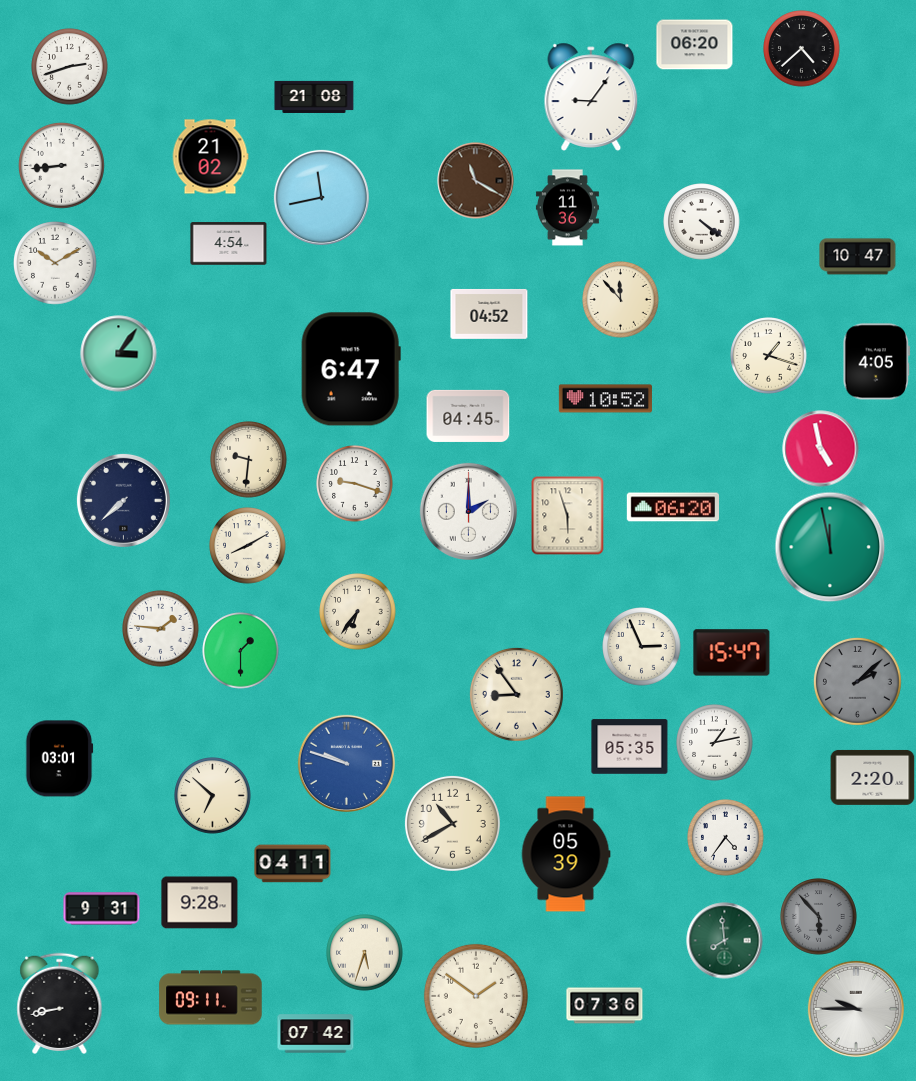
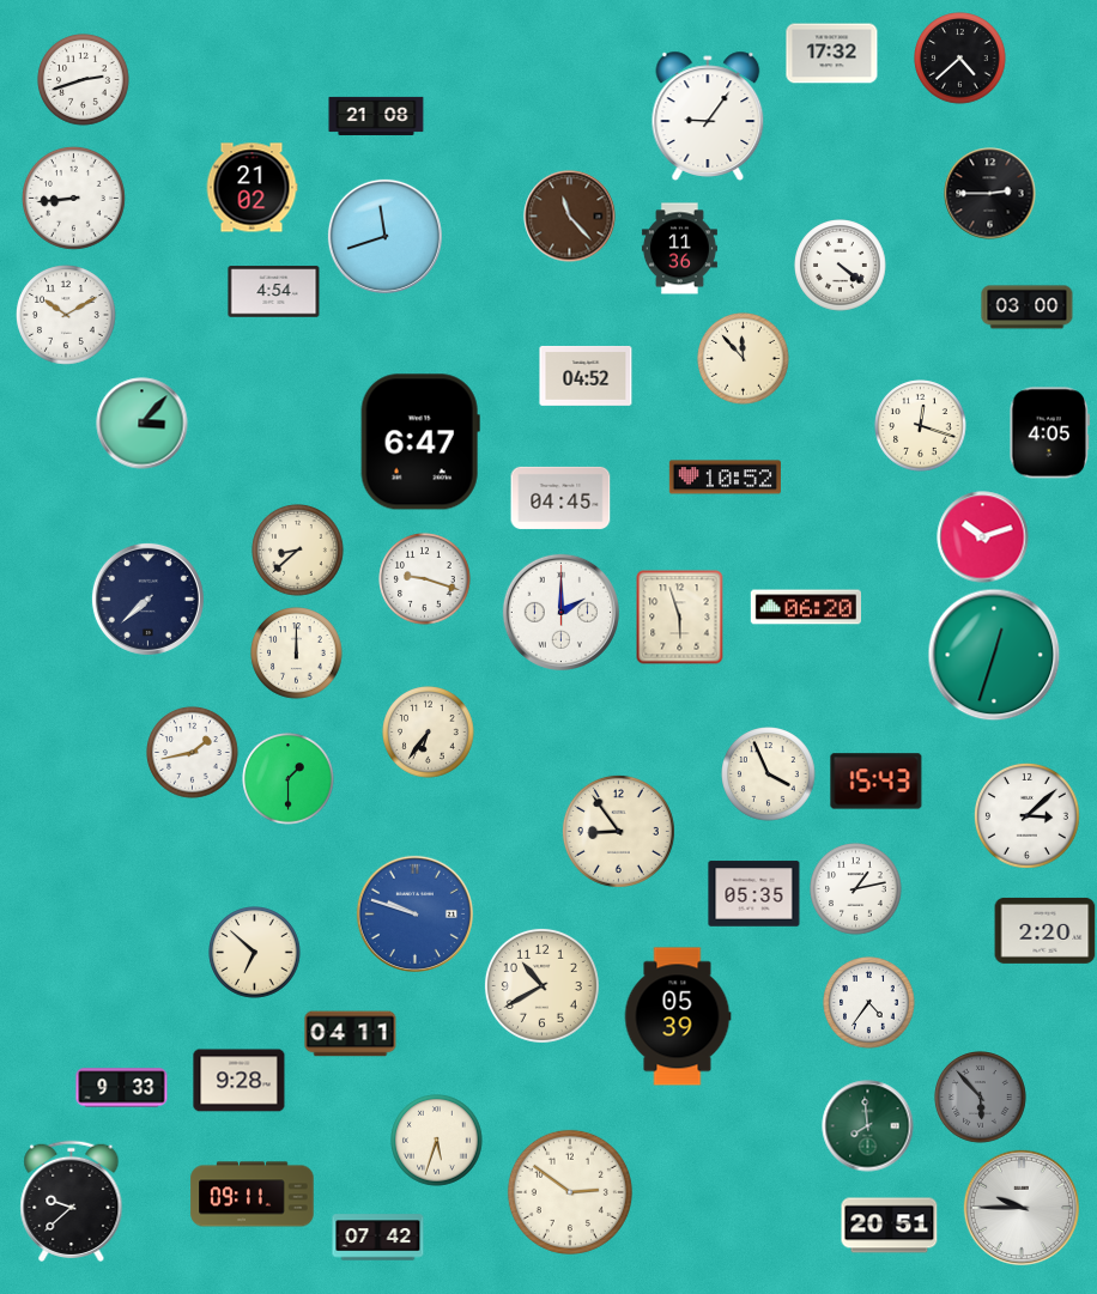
clock at (695, 45): 06:20 -> 17:32
clock at (990, 194): none -> 2:45
clock at (476, 181): 11:20 -> 11:23
clock at (321, 197): 11:43 -> 11:42
clock at (858, 257): 10:47 -> 03:00
clock at (119, 354): 3:06 -> 3:07
clock at (769, 356): 1:18 -> 12:18
clock at (821, 449): 4:58 -> 10:12
clock at (249, 460): 9:31 -> 8:38
clock at (248, 546): 8:10 -> 12:00
clock at (830, 547): 11:58 -> 12:33
clock at (161, 629): 1:46 -> 1:43
clock at (642, 647): 2:56 -> 3:56
clock at (732, 653): 15:47 -> 15:43
clock at (857, 681): 2:08 -> 3:08
clock at (857, 681) dial: grey -> white
clock at (59, 759): 03:01 -> none
clock at (566, 854) position: (566, 854) -> (678, 1016)
clock at (102, 909): 9:31 -> 9:33
clock at (476, 996): 1:51 -> 2:51
clock at (60, 1003): 8:43 -> 9:38
clock at (605, 1006): 07:36 -> none
clock at (856, 1009) position: (856, 1009) -> (1022, 1208)
clock at (890, 1226): none -> 20:51
